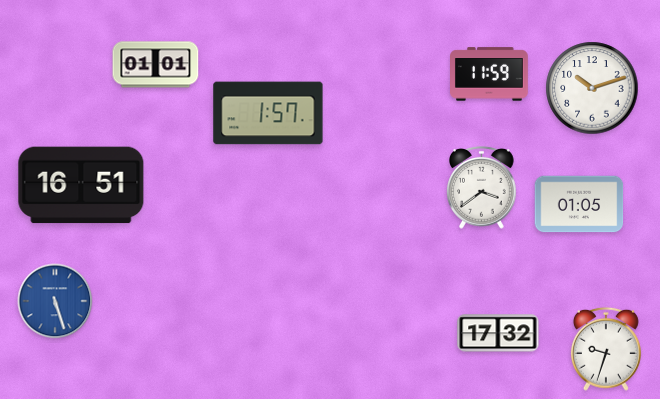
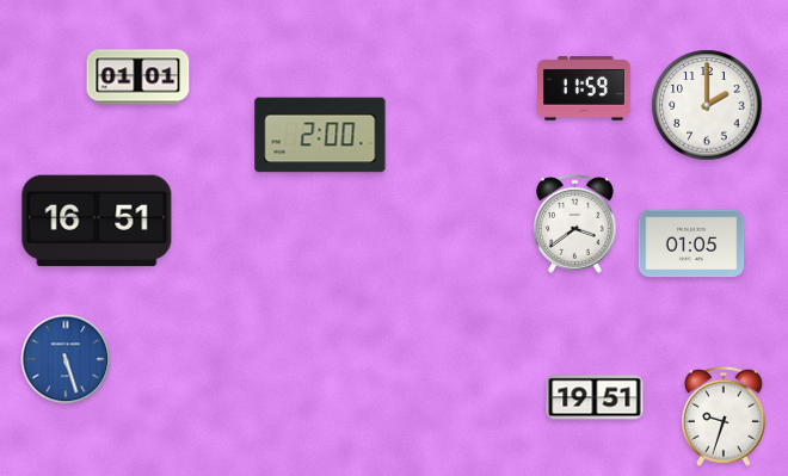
clock at (156, 65) position: (156, 65) -> (138, 78)
clock at (592, 88): 10:12 -> 2:00
clock at (268, 113): 1:57 -> 2:00
clock at (498, 333): 17:32 -> 19:51
